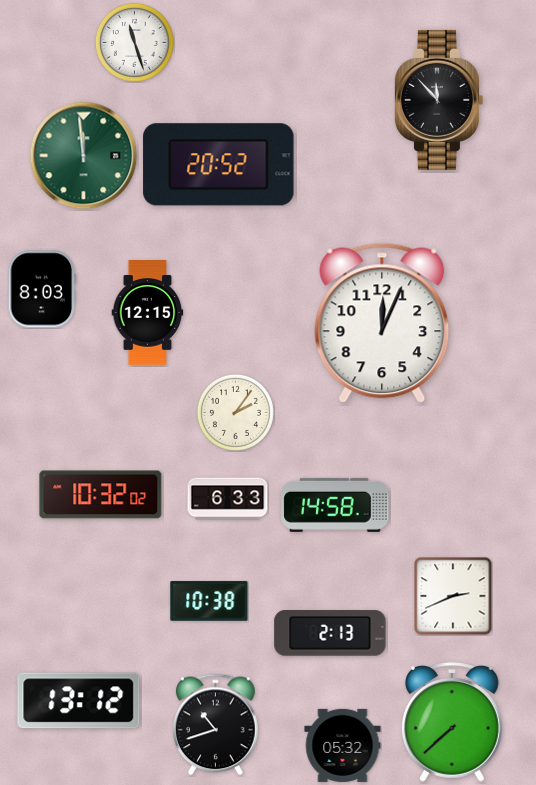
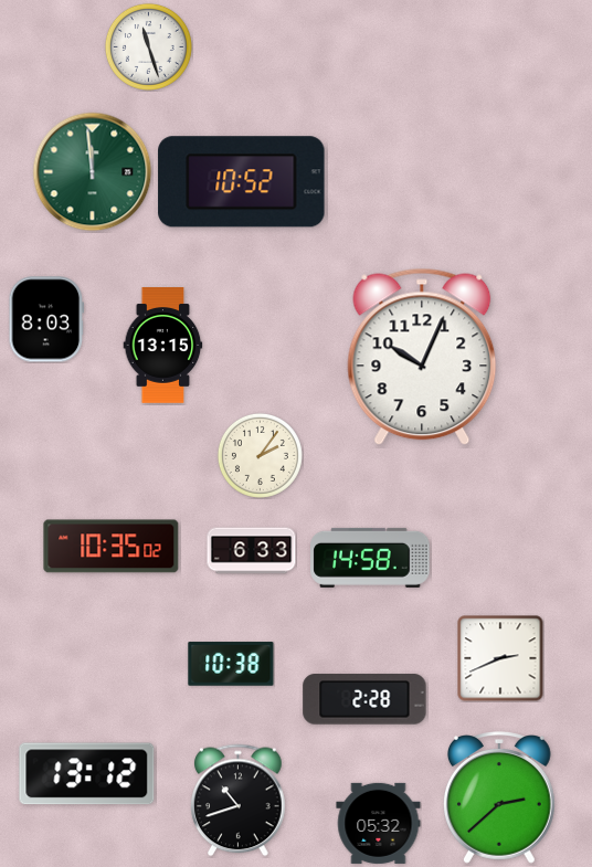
clock at (438, 100): 11:53 -> none
clock at (219, 165): 20:52 -> 10:52
clock at (148, 313): 12:15 -> 13:15
clock at (382, 323): 12:04 -> 10:04
clock at (101, 495): 10:32 -> 10:35
clock at (330, 633): 2:13 -> 2:28
clock at (452, 722): 7:38 -> 2:38
